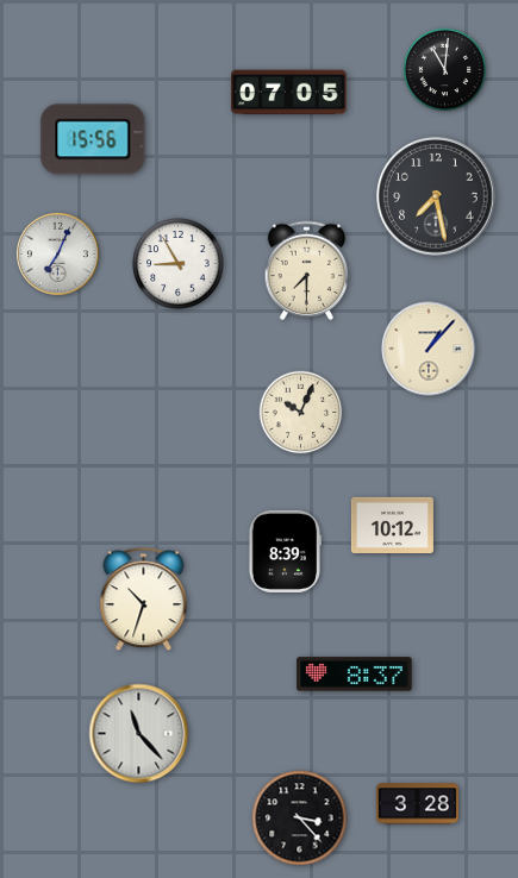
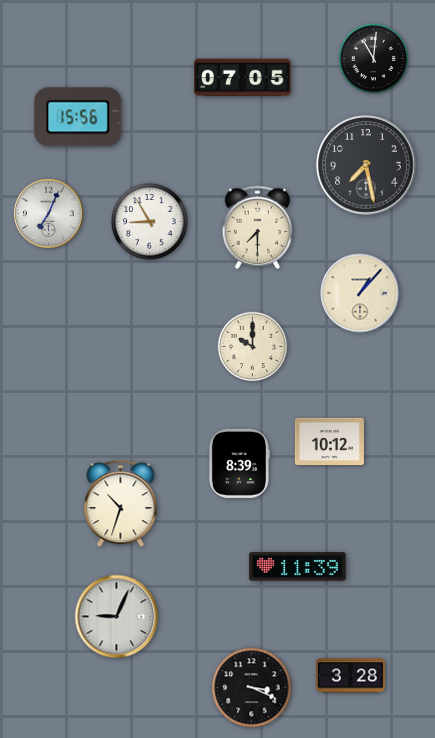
clock at (301, 413): 10:04 -> 10:00
clock at (355, 675): 8:37 -> 11:39
clock at (139, 734): 11:23 -> 9:04
clock at (300, 819): 3:23 -> 3:19
